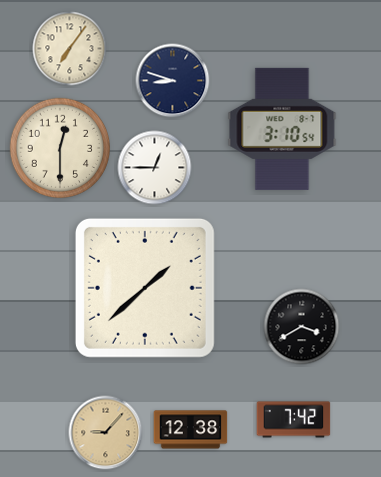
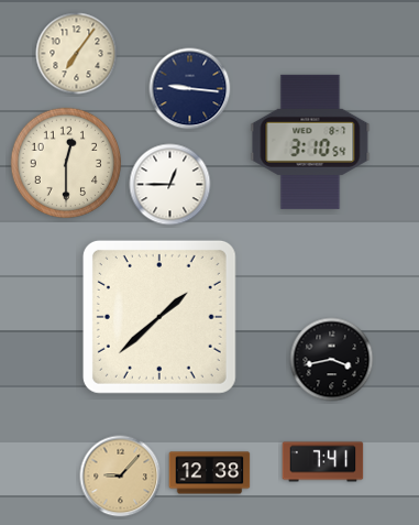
clock at (173, 81): 8:48 -> 9:16
clock at (302, 327): 3:40 -> 3:43
clock at (294, 420): 7:42 -> 7:41
clock at (106, 433) position: (106, 433) -> (121, 477)
